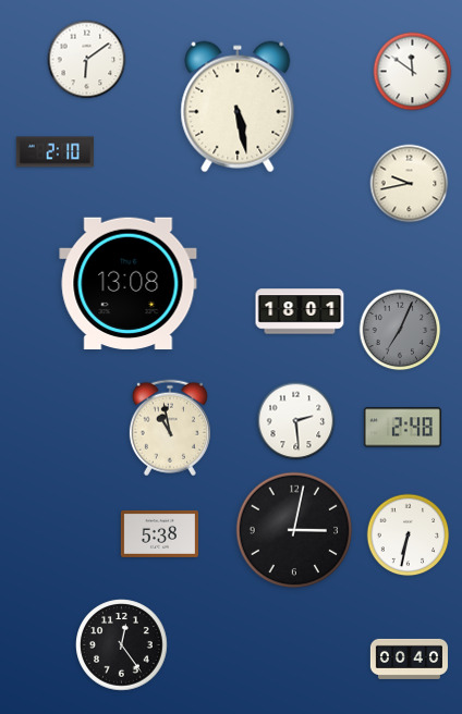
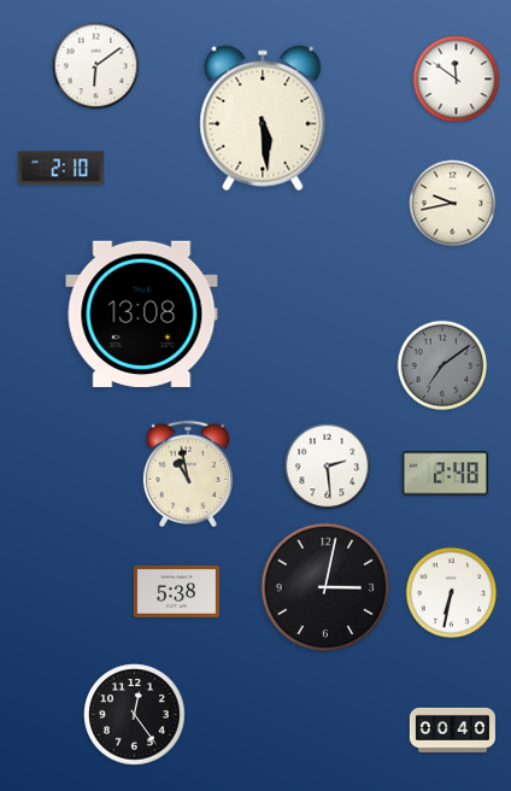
clock at (238, 107): 5:28 -> 5:29
clock at (300, 311): 18:01 -> none
clock at (400, 330): 7:04 -> 7:09
